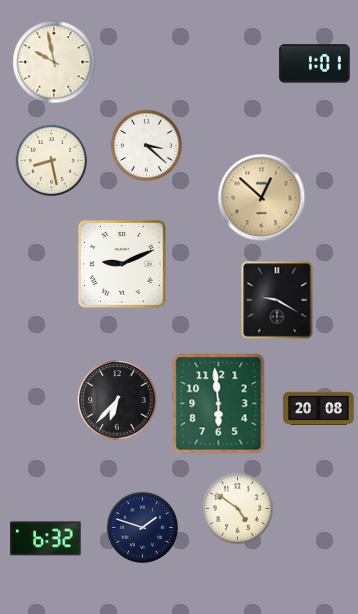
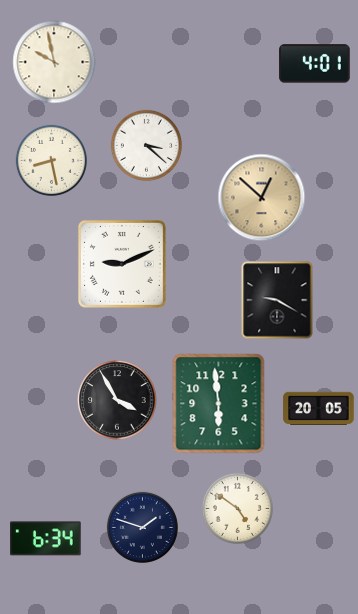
clock at (315, 64): 1:01 -> 4:01
clock at (117, 400): 6:37 -> 3:55
clock at (319, 408): 20:08 -> 20:05
clock at (46, 539): 6:32 -> 6:34
